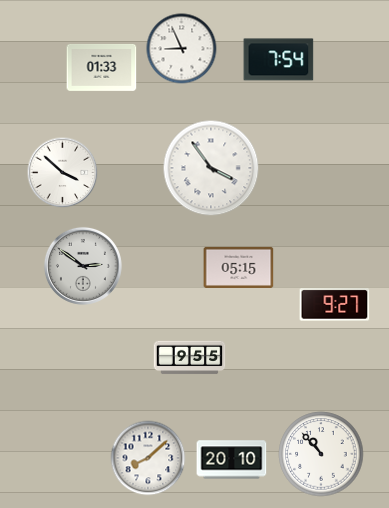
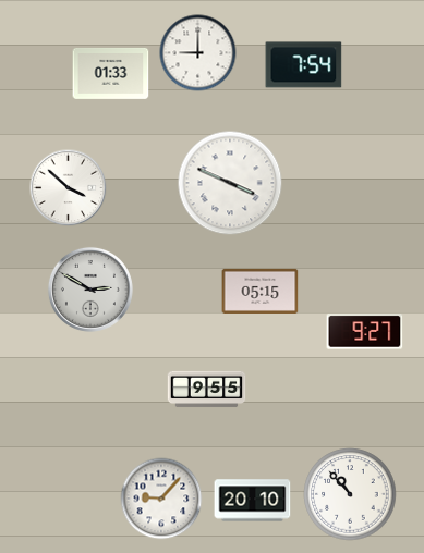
clock at (182, 49): 8:56 -> 9:00
clock at (211, 168): 3:54 -> 3:49
clock at (83, 266): 2:51 -> 2:50
clock at (148, 458): 8:08 -> 9:07
